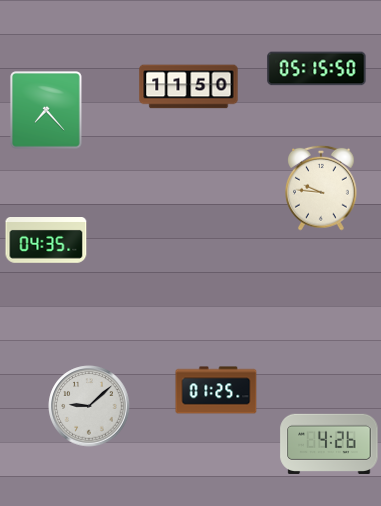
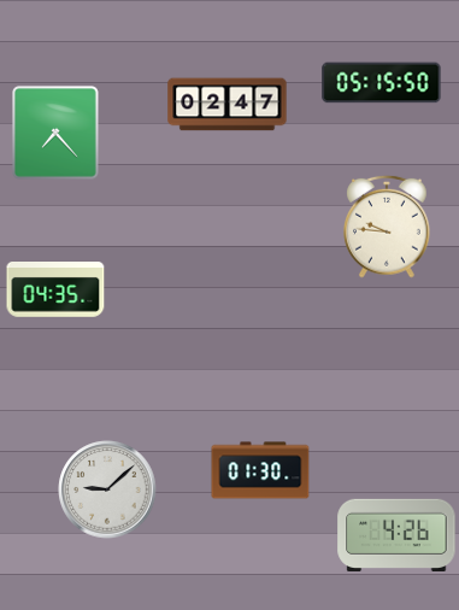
clock at (189, 87): 11:50 -> 02:47
clock at (216, 390): 01:25 -> 01:30
